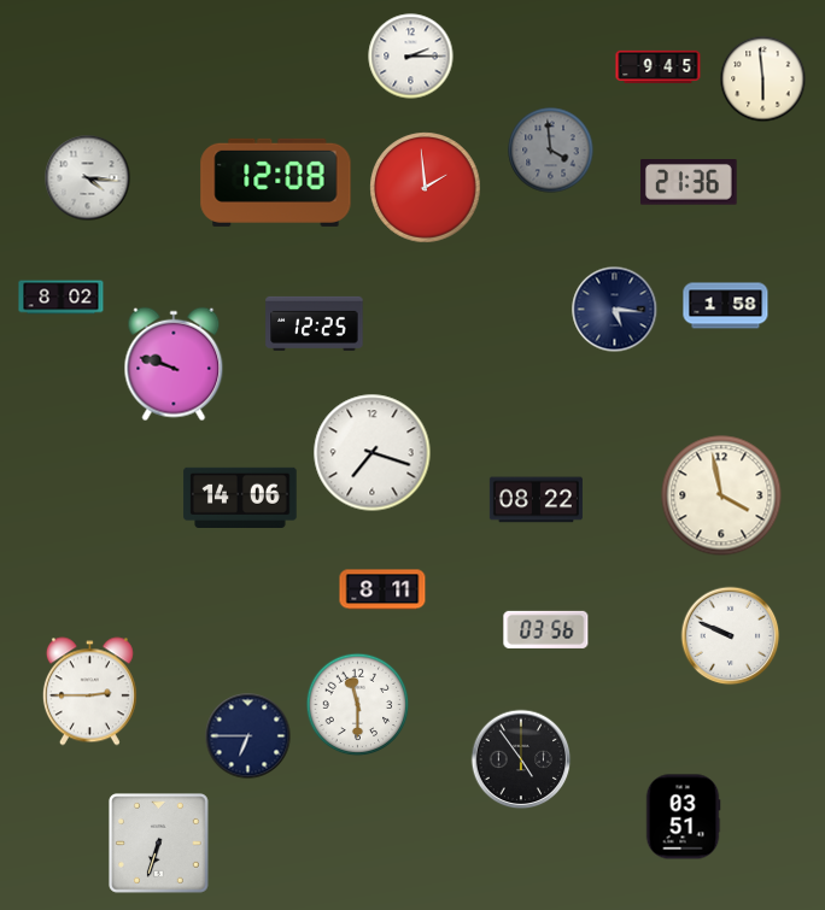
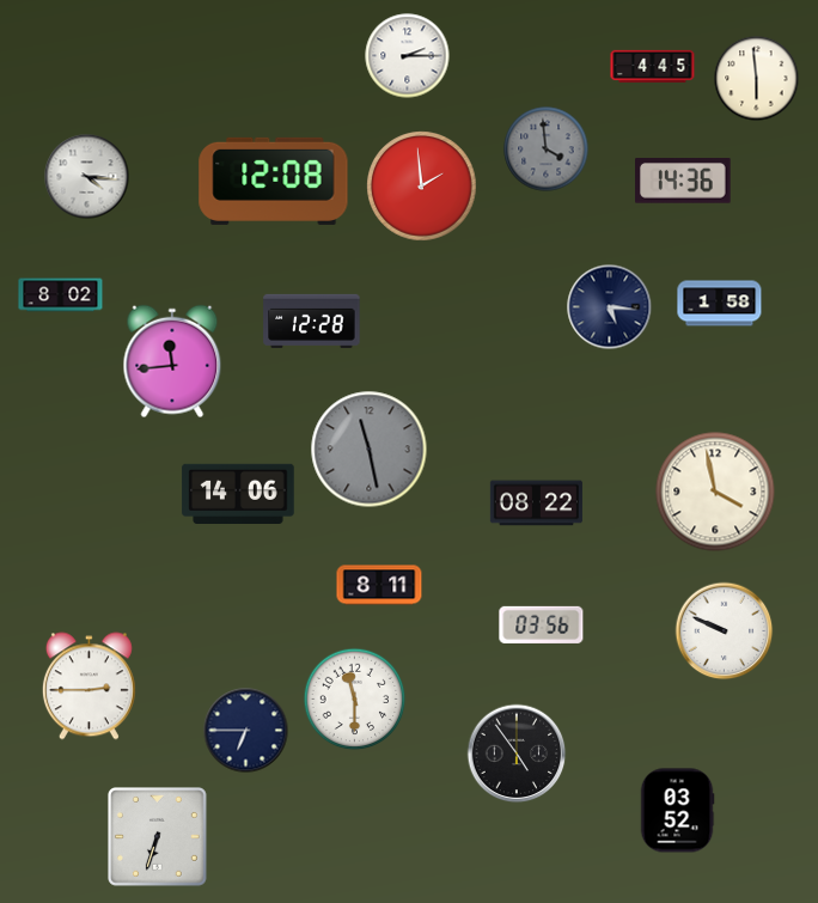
clock at (659, 66): 9:45 -> 4:45
clock at (690, 183): 21:36 -> 14:36
clock at (315, 323): 12:25 -> 12:28
clock at (174, 364): 9:48 -> 11:44
clock at (373, 453): 7:18 -> 11:28
clock at (373, 453) dial: white -> grey
clock at (536, 500) position: (536, 500) -> (536, 504)
clock at (683, 817): 03:51 -> 03:52
